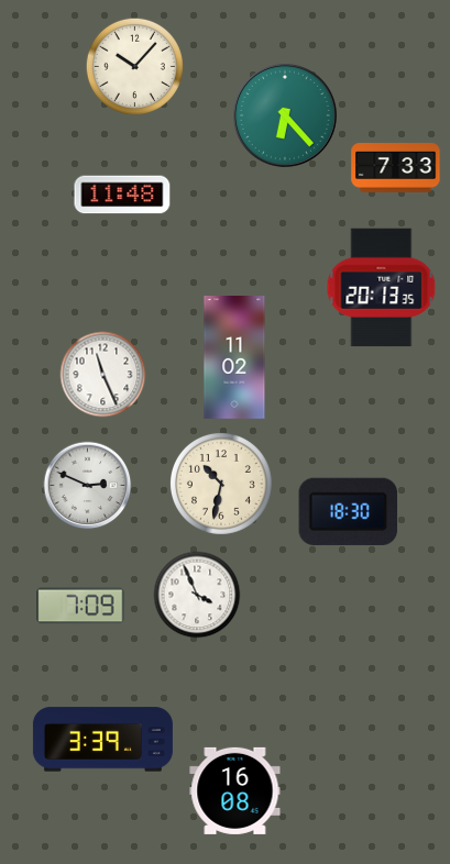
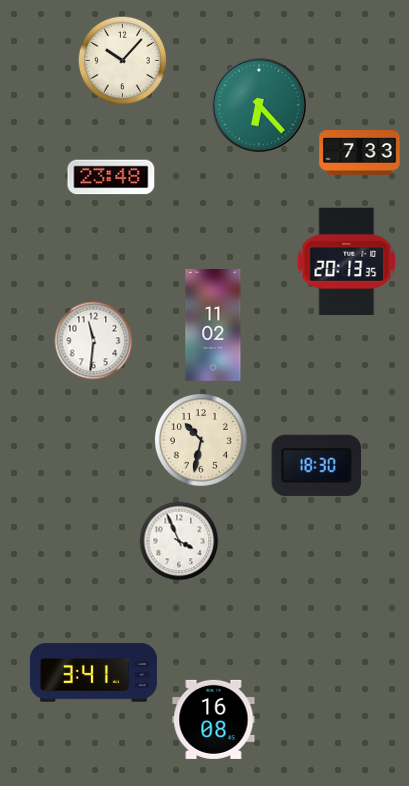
clock at (122, 195): 11:48 -> 23:48
clock at (103, 375): 11:26 -> 11:31
clock at (88, 486): 2:49 -> none
clock at (80, 606): 7:09 -> none
clock at (102, 740): 3:39 -> 3:41
